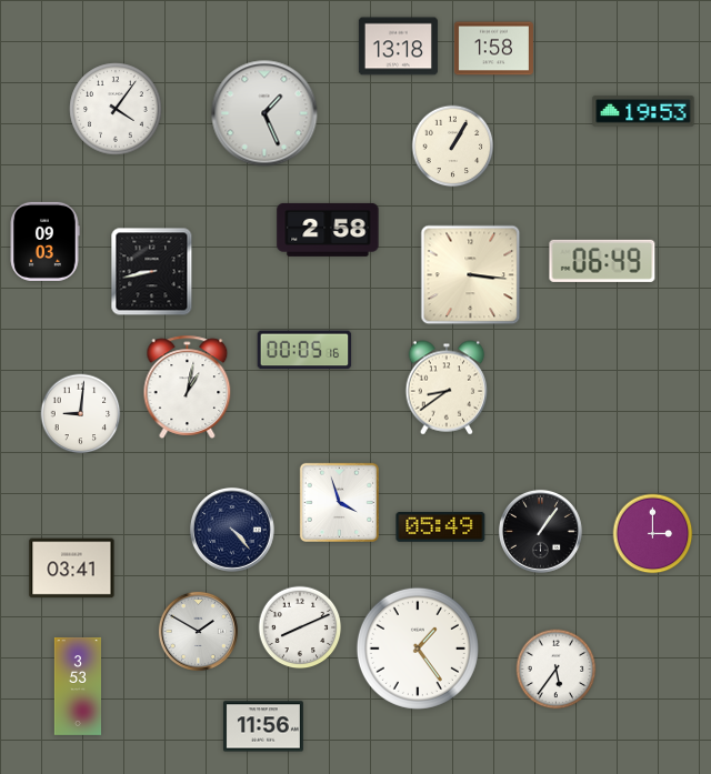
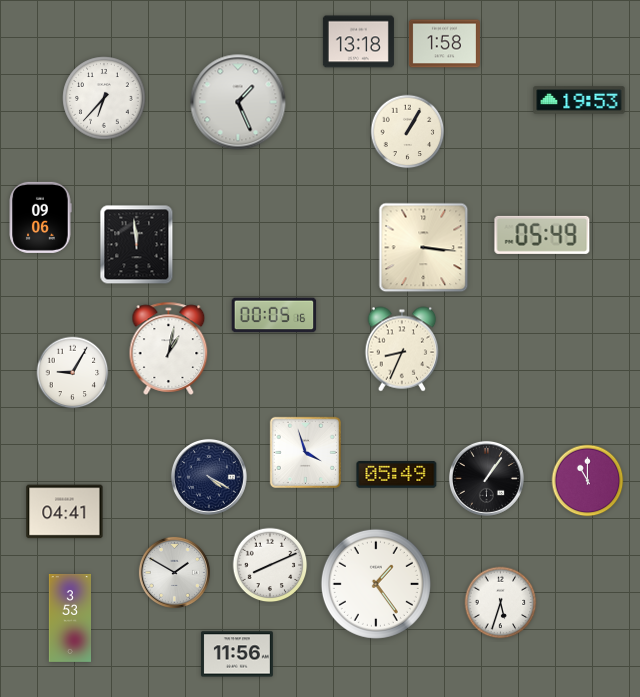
clock at (116, 109): 4:06 -> 6:37
clock at (328, 230): 2:58 -> none
clock at (44, 241): 09:03 -> 09:06
clock at (602, 261): 06:49 -> 05:49
clock at (152, 272): 8:43 -> 11:59
clock at (447, 388): 8:39 -> 8:34
clock at (81, 414): 9:01 -> 9:05
clock at (232, 530): 4:23 -> 4:20
clock at (653, 534): 3:00 -> 11:00
clock at (72, 569): 03:41 -> 04:41
clock at (198, 631) position: (198, 631) -> (174, 572)
clock at (557, 670): 5:36 -> 5:33
